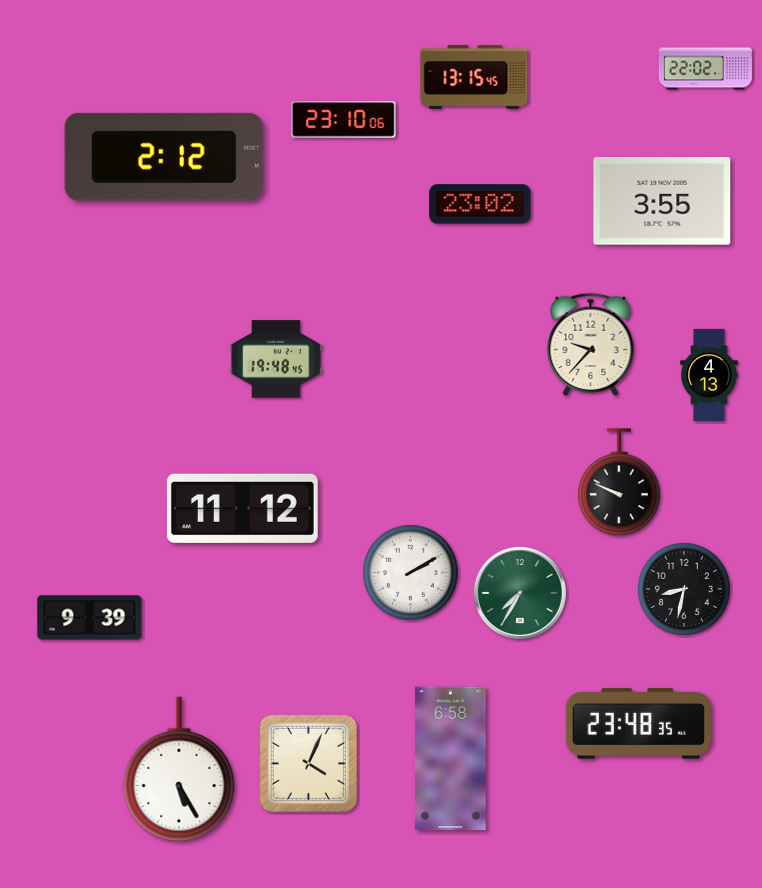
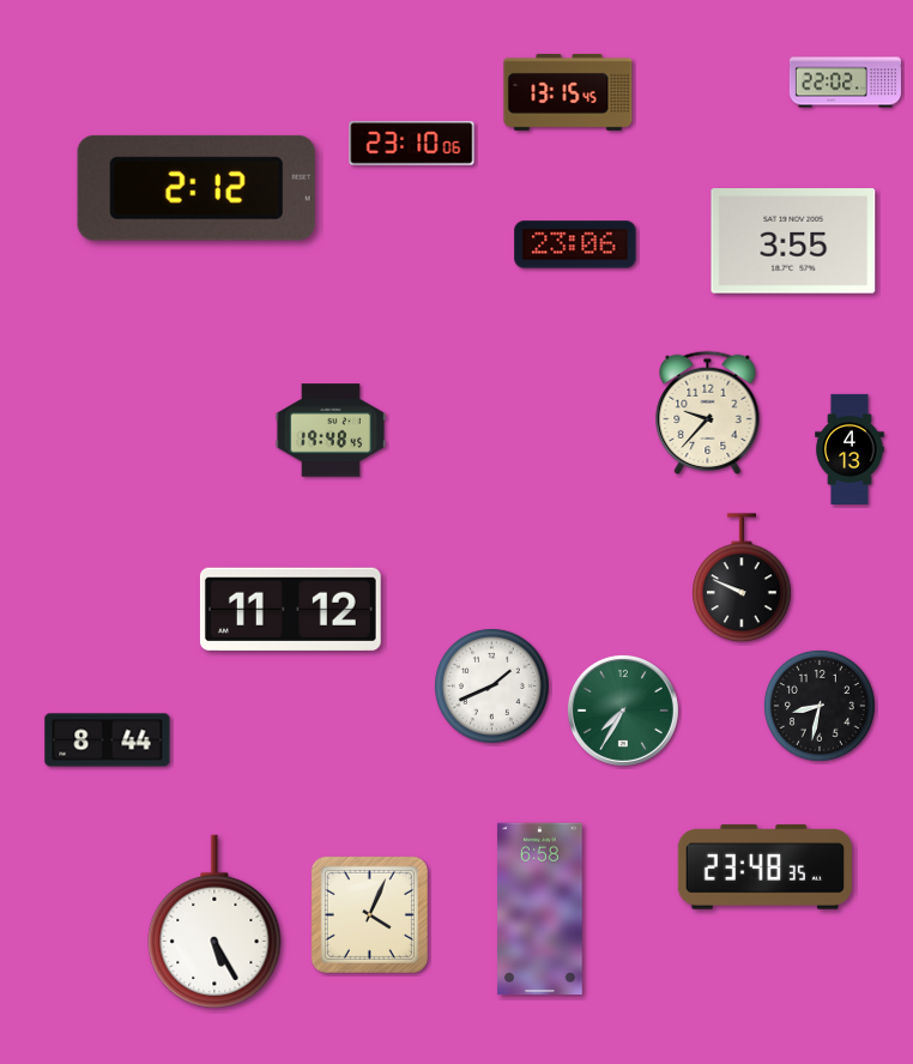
clock at (480, 204): 23:02 -> 23:06
clock at (410, 572): 2:10 -> 1:41
clock at (90, 618): 9:39 -> 8:44
